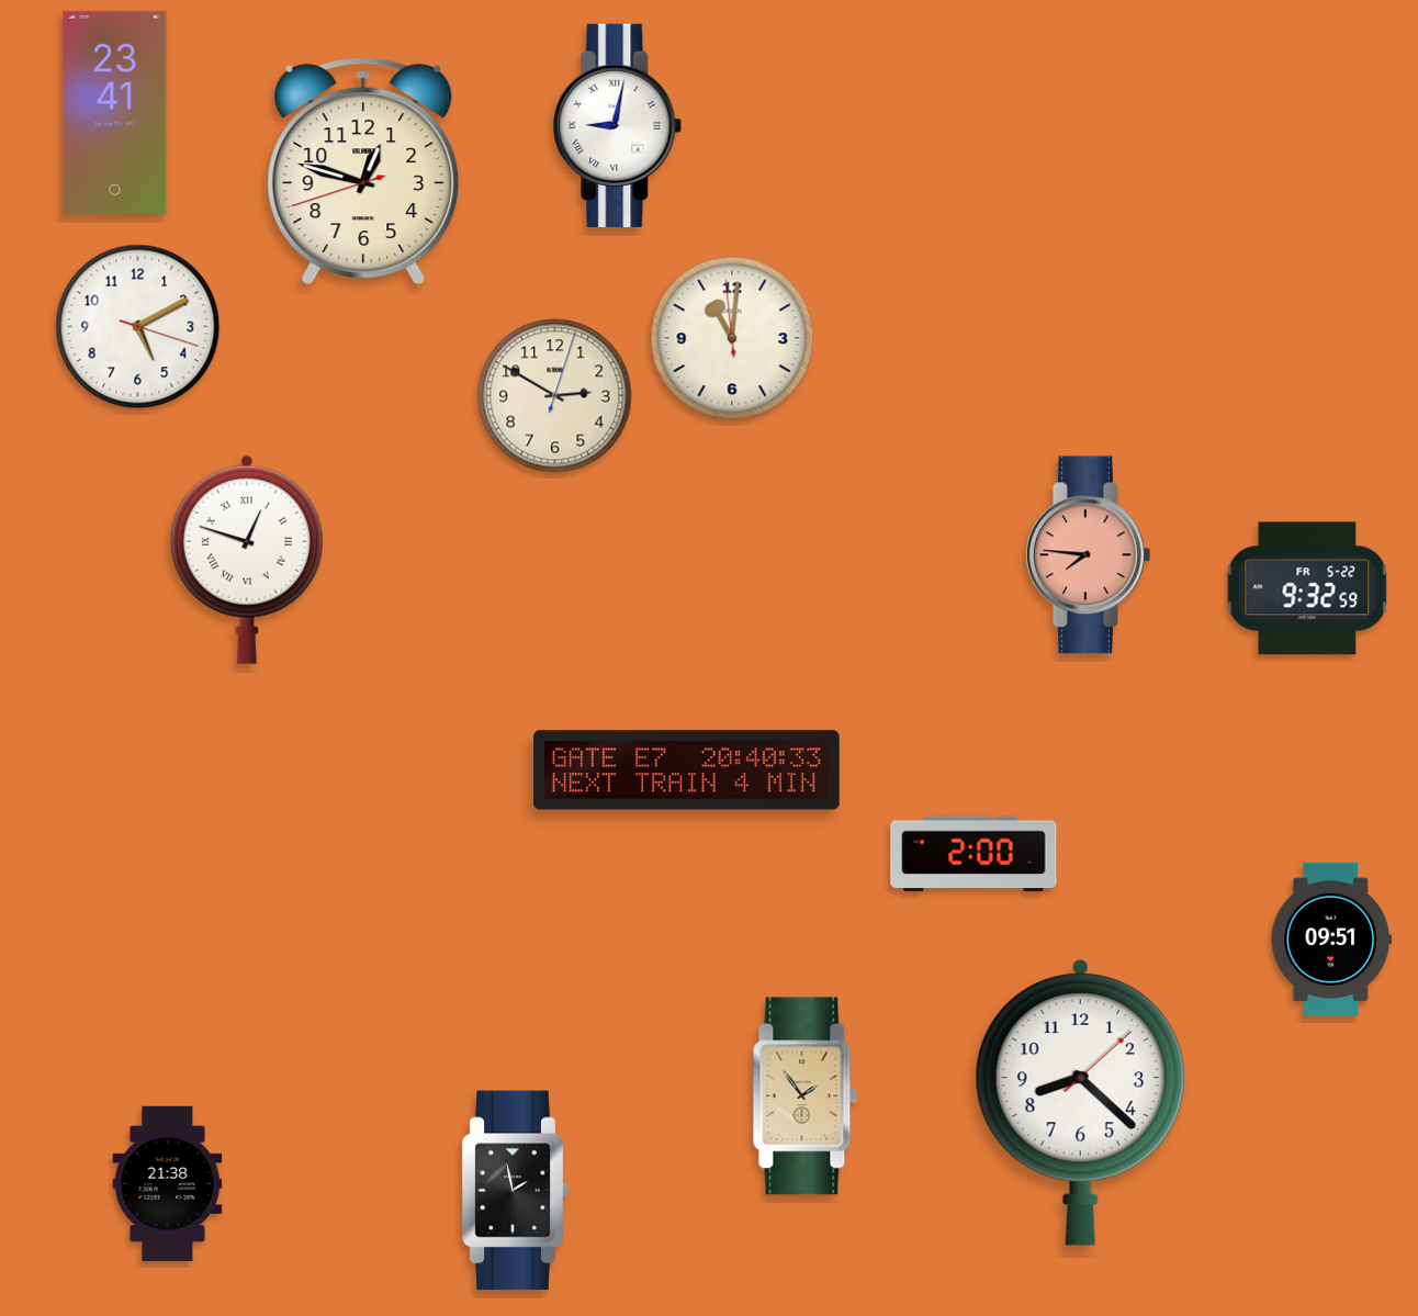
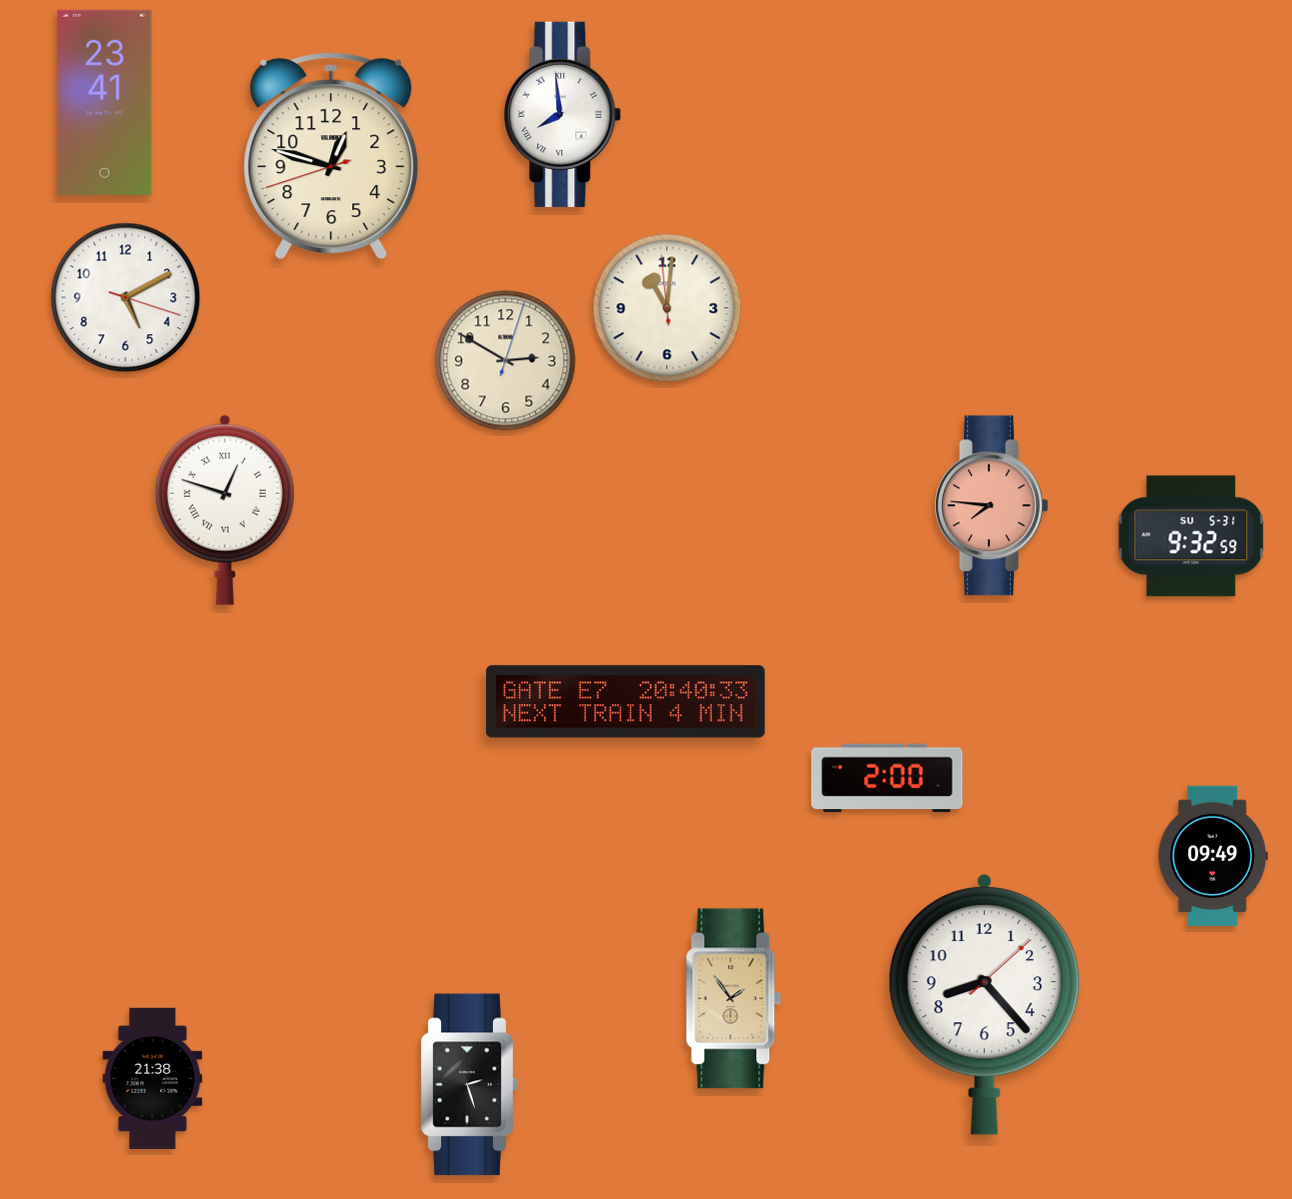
clock at (618, 125): 9:02 -> 7:59
clock at (1307, 588) date: FR 5-22 -> SU 5-31
clock at (1331, 938): 09:51 -> 09:49
clock at (1080, 1102): 8:22 -> 8:23
clock at (515, 1191): 1:58 -> 2:27
